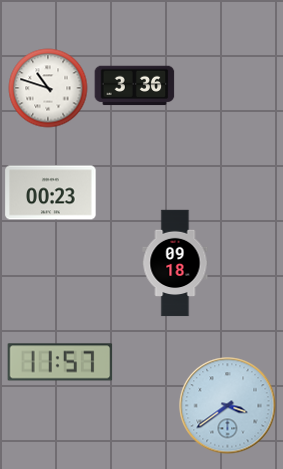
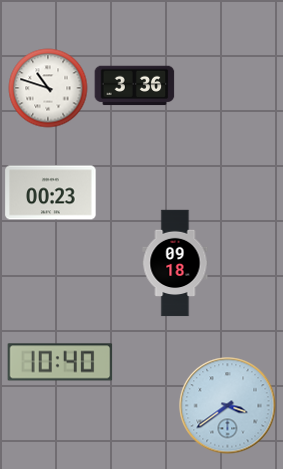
clock at (60, 362): 11:57 -> 10:40
